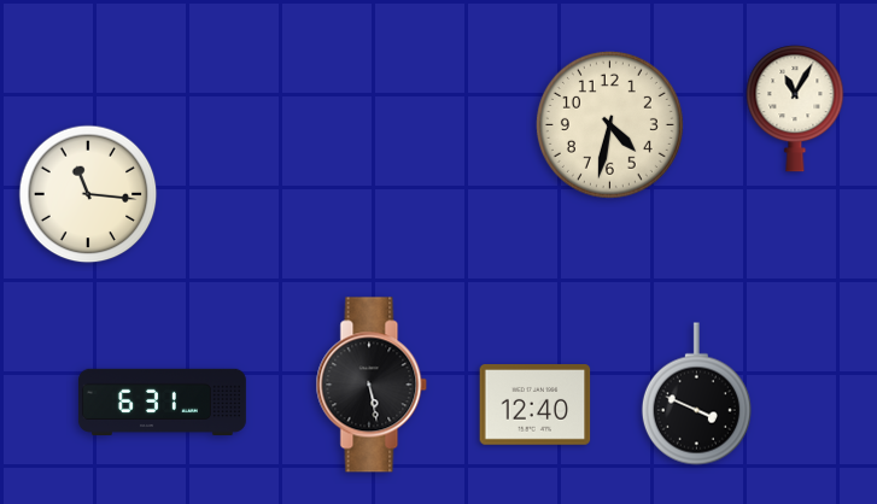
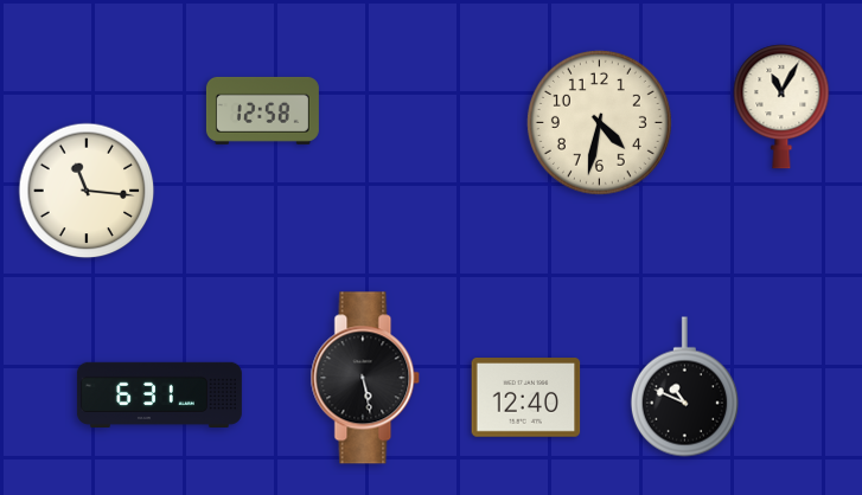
clock at (262, 110): none -> 12:58
clock at (696, 394): 3:49 -> 10:49
